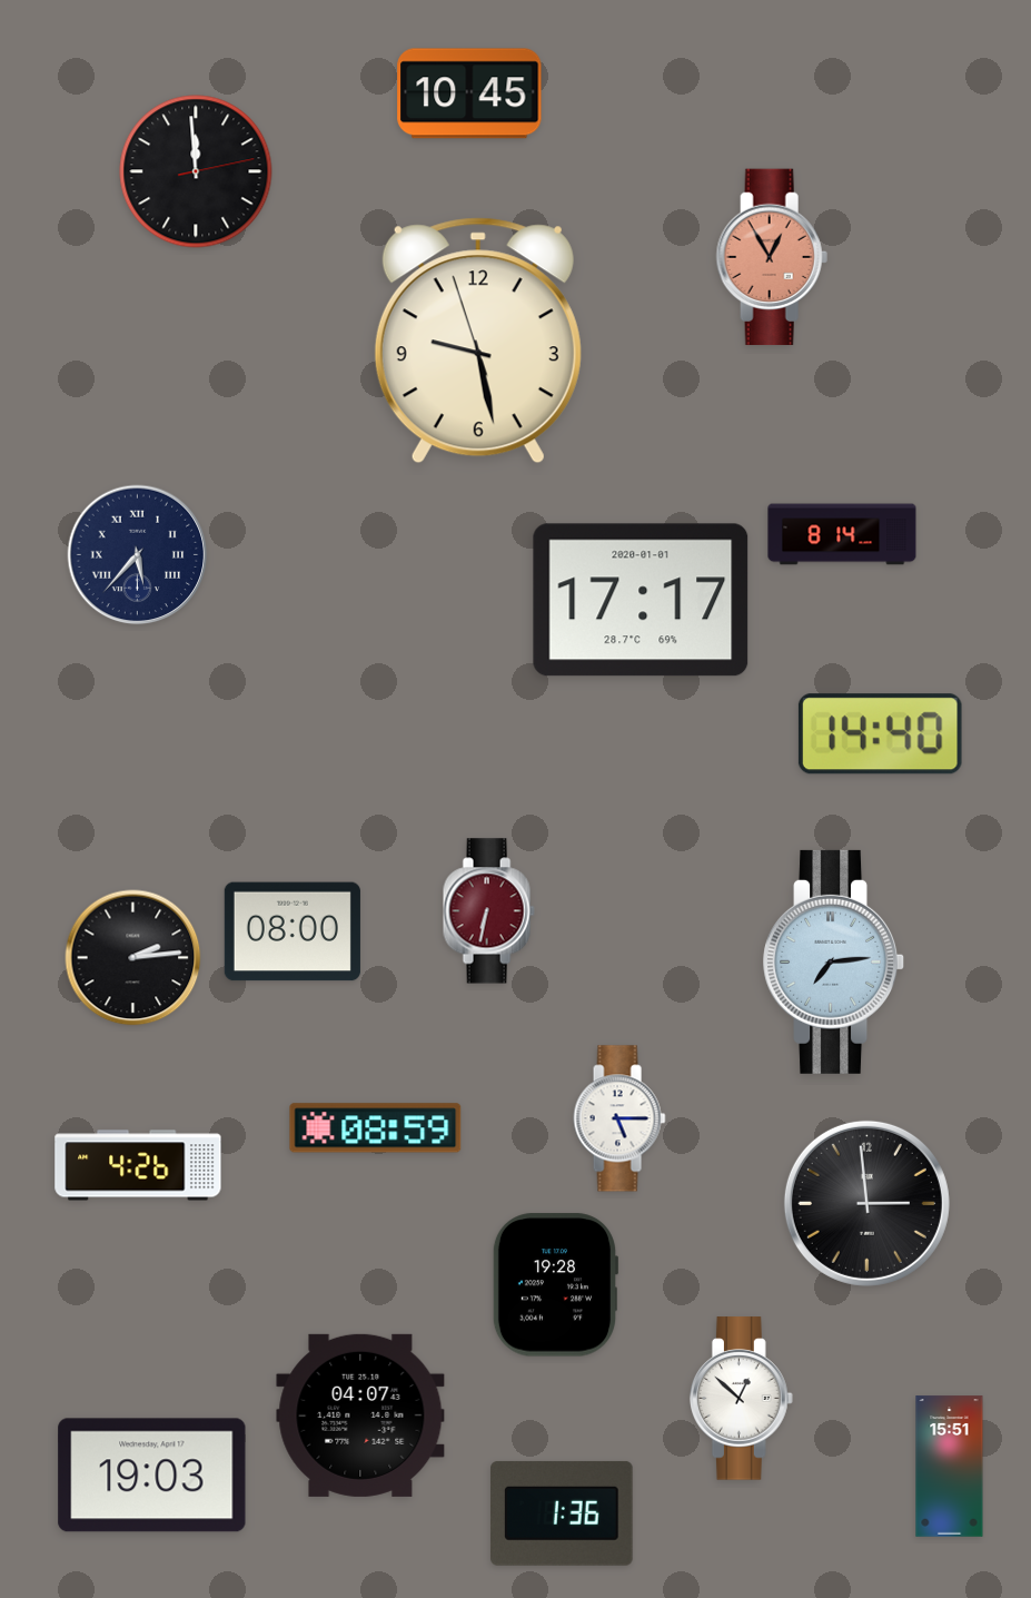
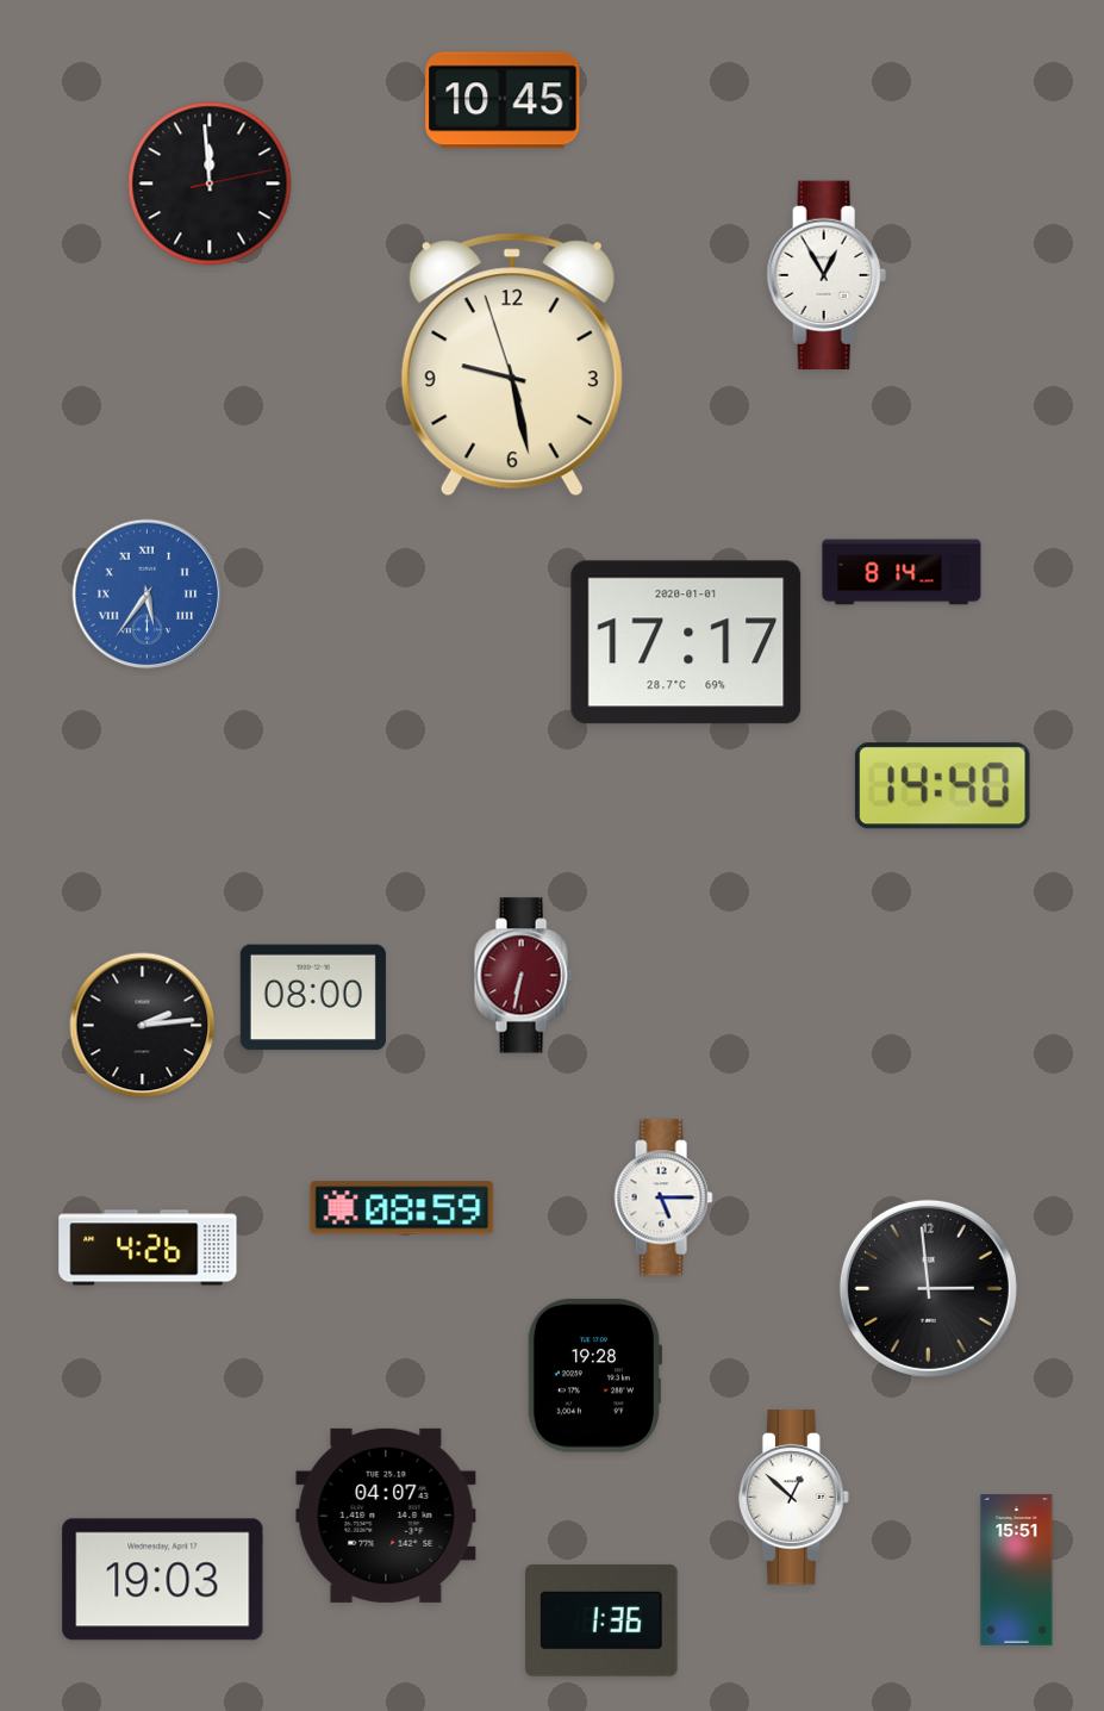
clock at (772, 257) dial: salmon -> white
clock at (138, 555): 5:37 -> 5:36
clock at (138, 555) dial: navy -> blue
clock at (834, 961): 7:14 -> none
